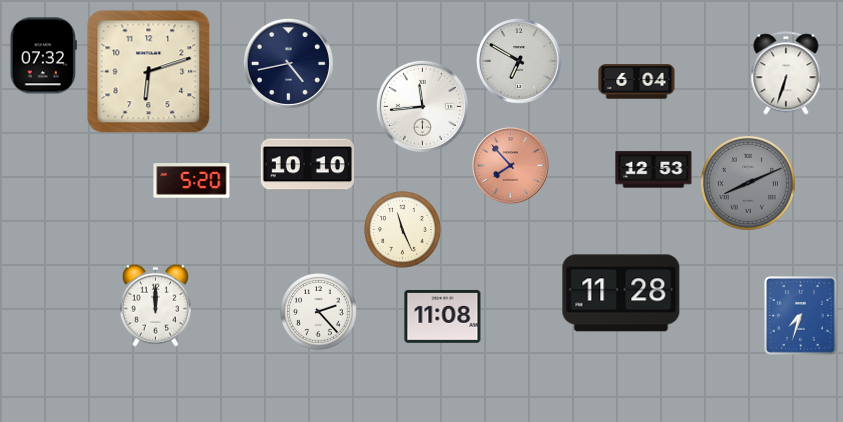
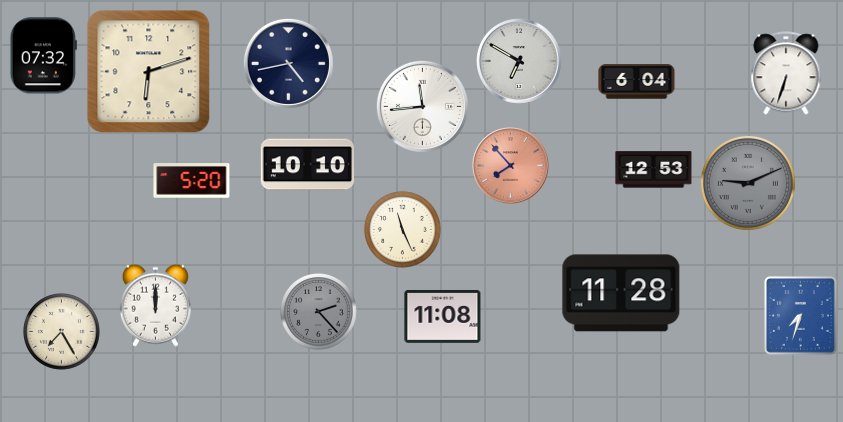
clock at (748, 183): 8:11 -> 9:11
clock at (319, 312) dial: white -> grey
clock at (62, 332): none -> 7:25
